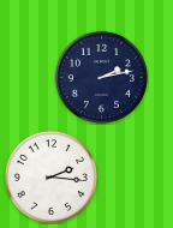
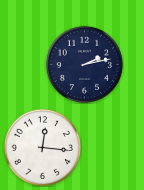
clock at (50, 176): 2:16 -> 12:16
